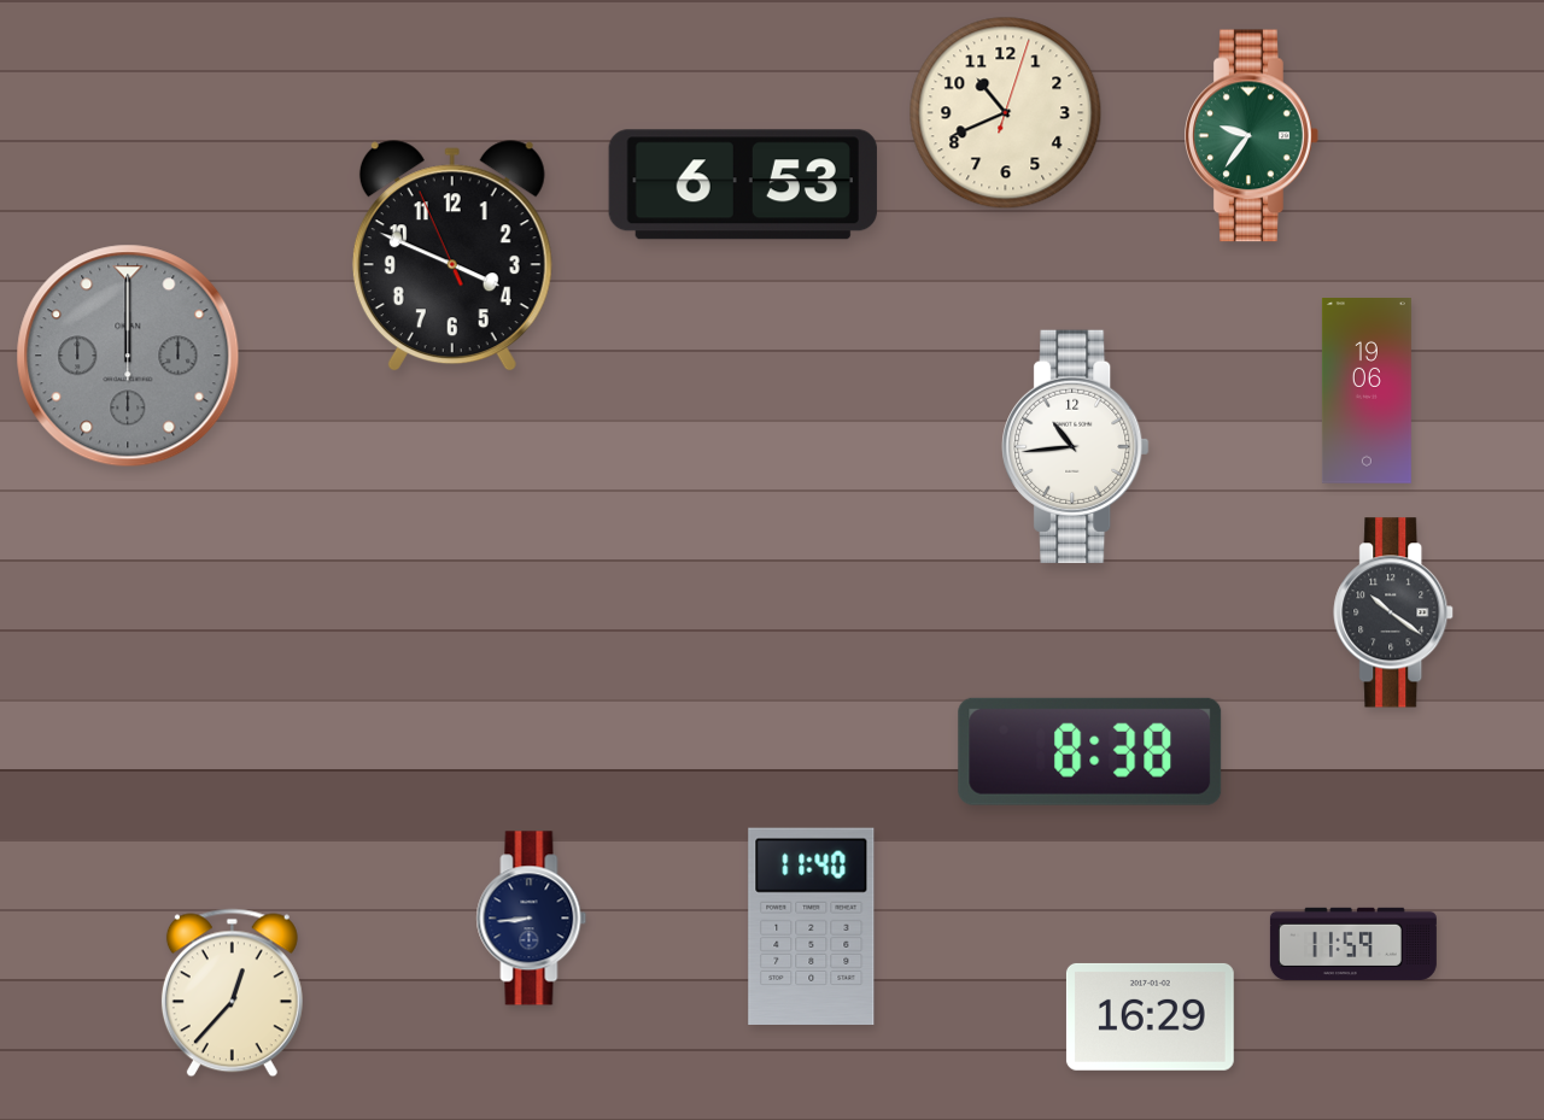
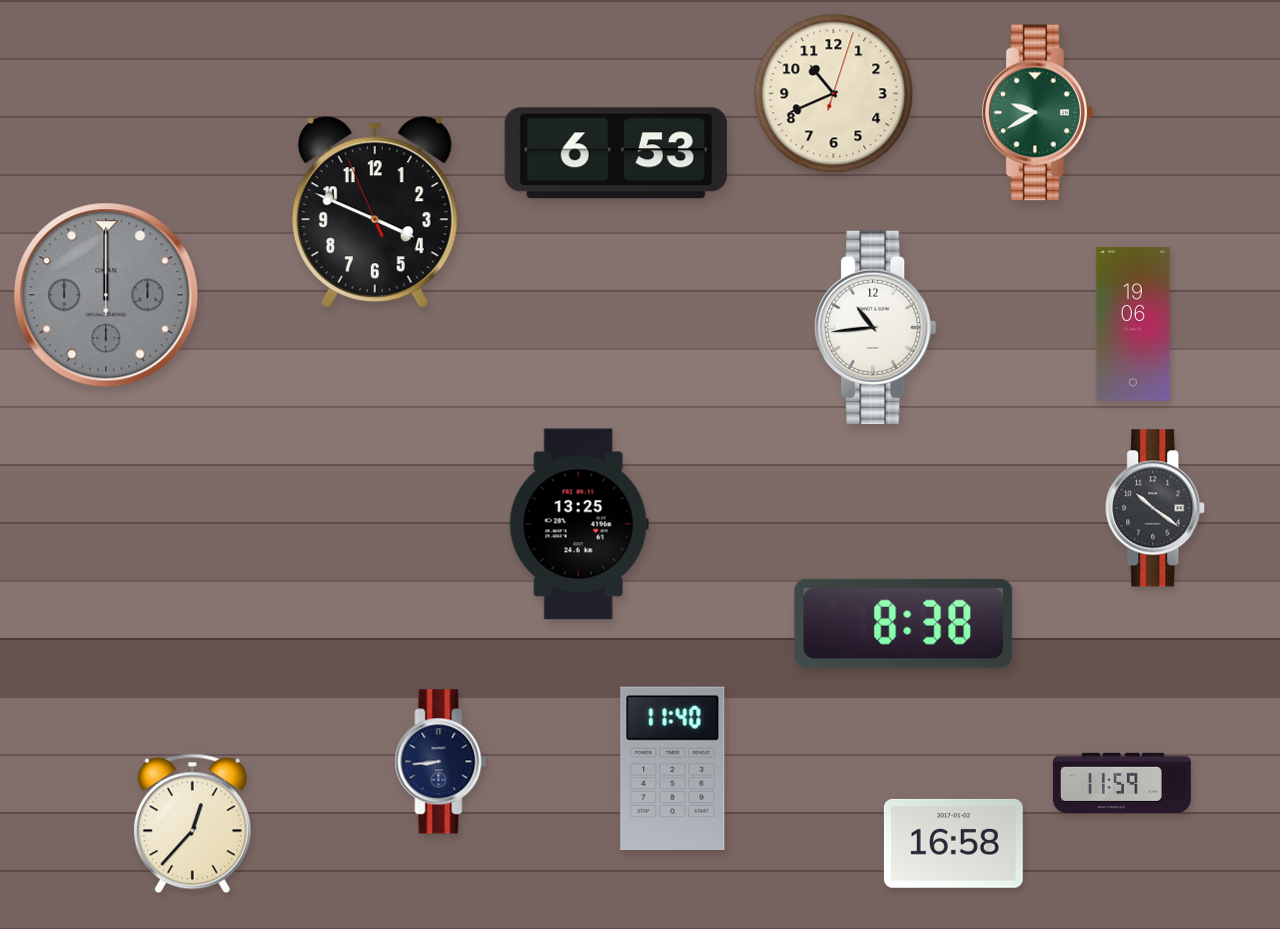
clock at (1252, 136): 9:36 -> 9:40
clock at (1076, 446) position: (1076, 446) -> (876, 327)
clock at (579, 524): none -> 13:25
clock at (1150, 1016): 16:29 -> 16:58
